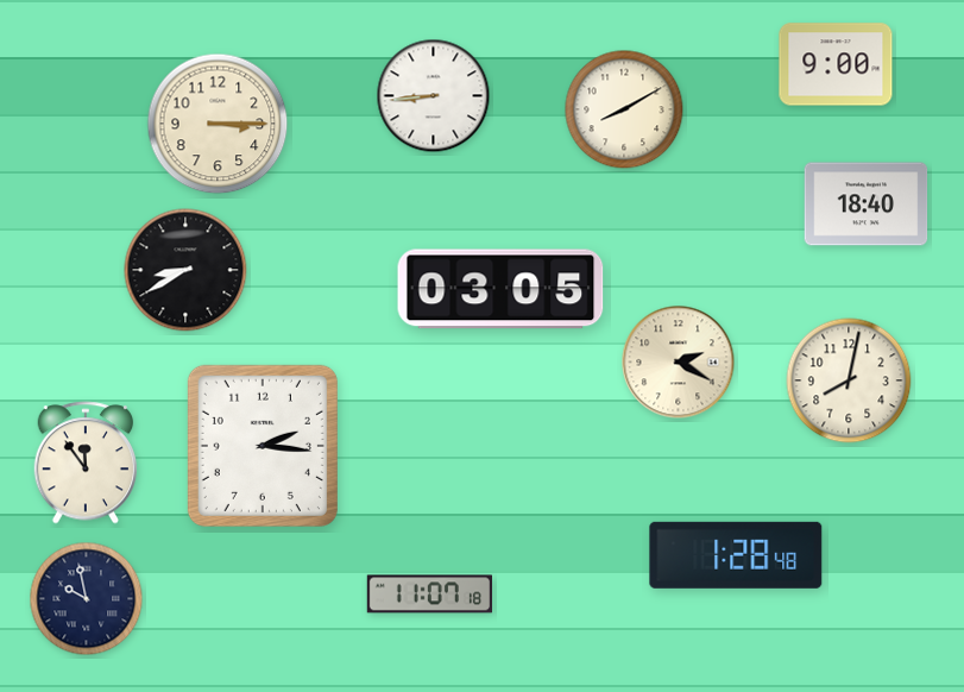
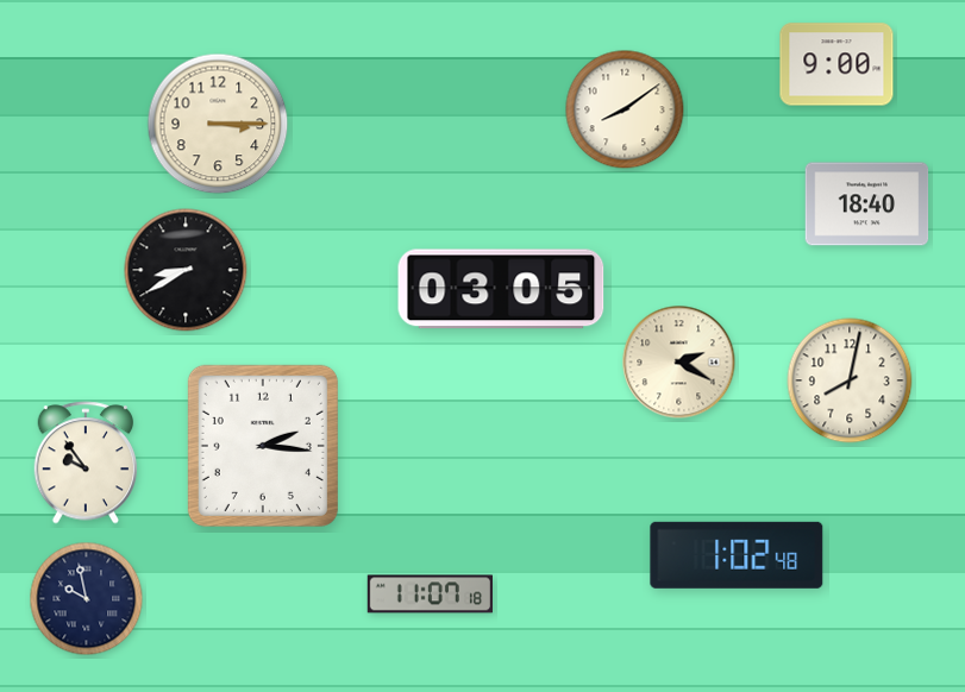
clock at (434, 96): 8:44 -> none
clock at (624, 109): 8:10 -> 8:09
clock at (86, 463): 11:54 -> 9:54
clock at (736, 555): 1:28 -> 1:02
